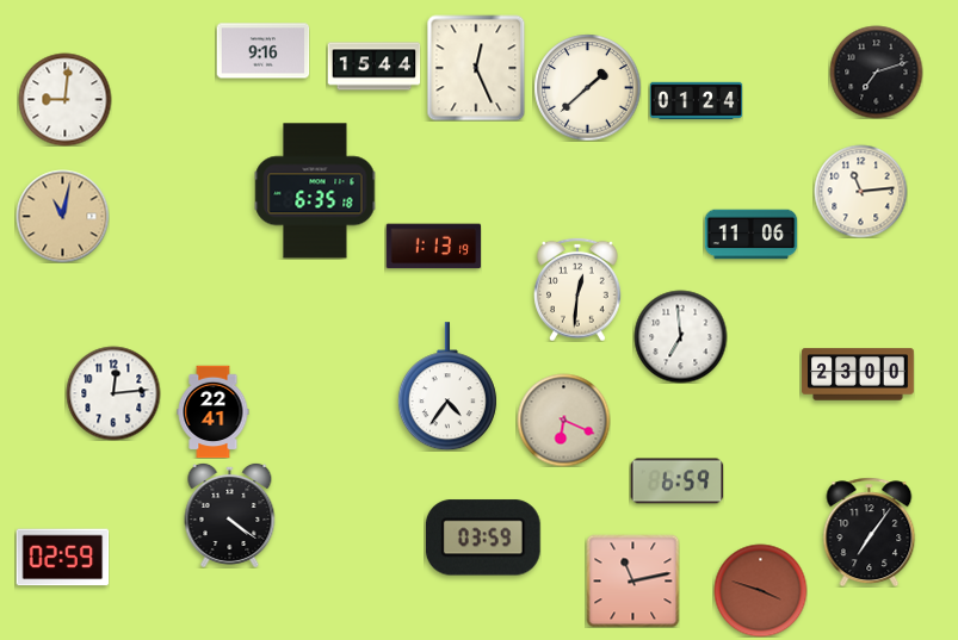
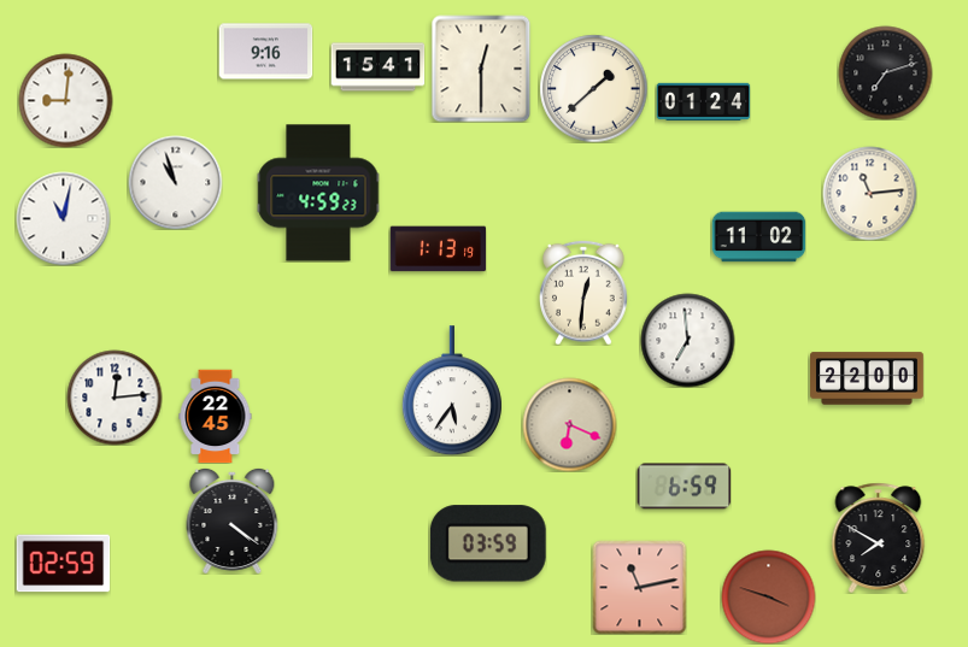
clock at (373, 67): 15:44 -> 15:41
clock at (476, 68): 12:26 -> 12:30
clock at (175, 182): none -> 10:57
clock at (315, 191): 6:35 -> 4:59
clock at (62, 216) dial: champagne -> white
clock at (750, 235): 11:06 -> 11:02
clock at (858, 374): 23:00 -> 22:00
clock at (447, 386): 4:36 -> 5:36
clock at (214, 411): 22:41 -> 22:45
clock at (870, 532): 7:06 -> 7:50
